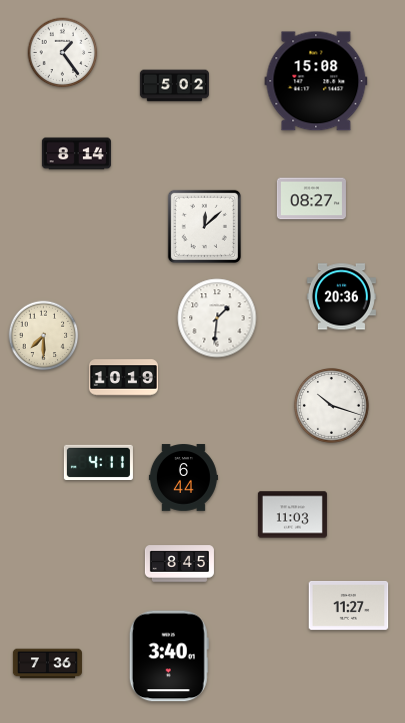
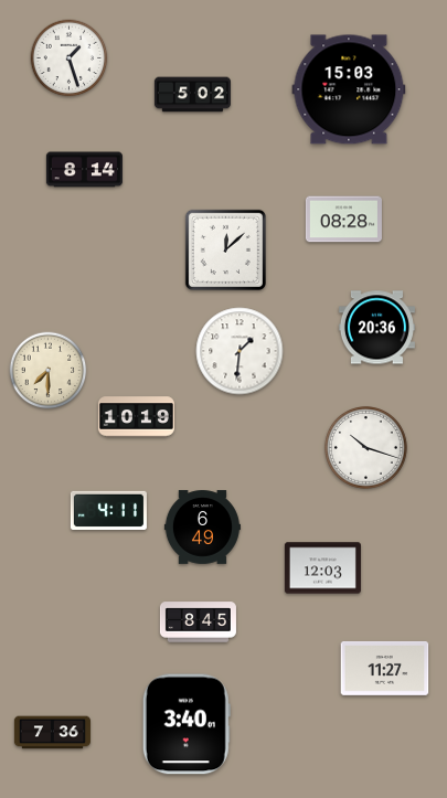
clock at (63, 53): 1:24 -> 1:27
clock at (316, 81): 15:08 -> 15:03
clock at (311, 199): 08:27 -> 08:28
clock at (183, 478): 6:44 -> 6:49
clock at (292, 515): 11:03 -> 12:03
